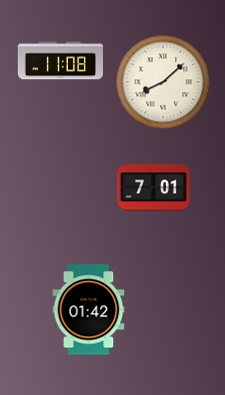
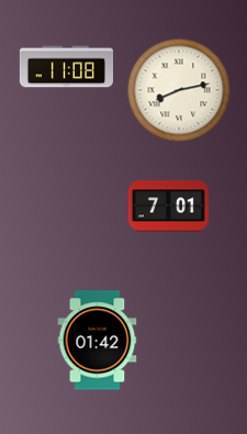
clock at (163, 82): 8:08 -> 8:13
